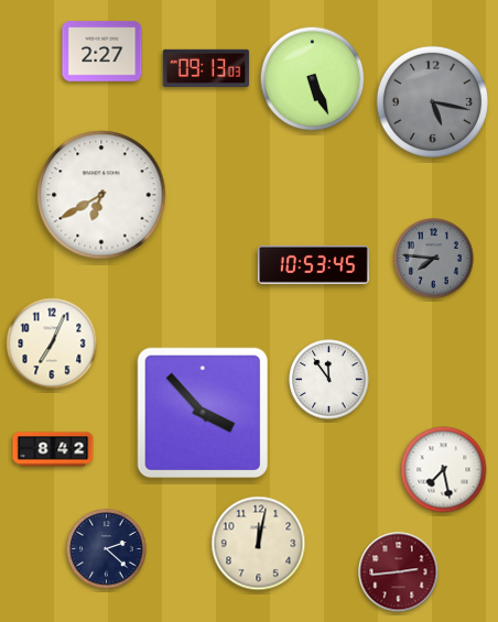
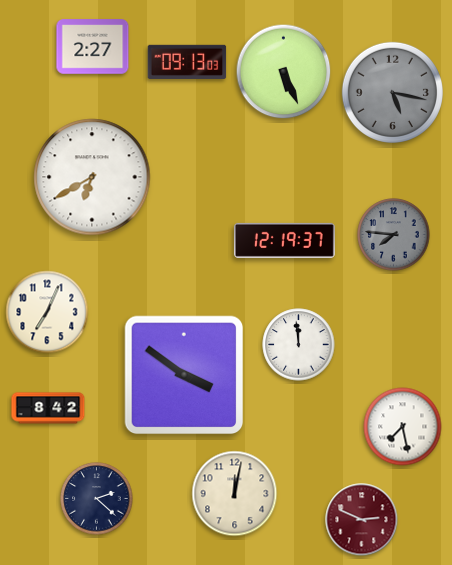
clock at (313, 264): 10:53 -> 12:19
clock at (329, 380): 11:54 -> 11:59
clock at (203, 413): 3:53 -> 3:51
clock at (399, 572): 2:44 -> 2:49
